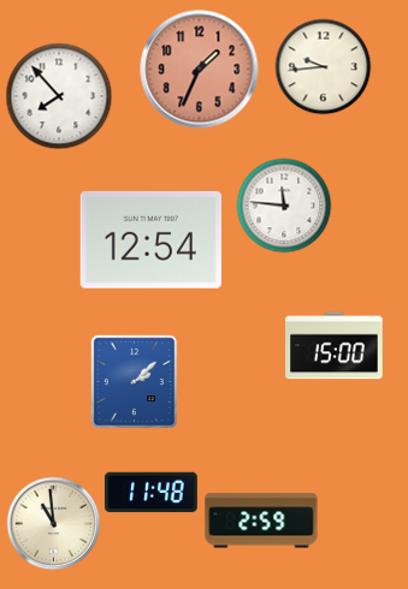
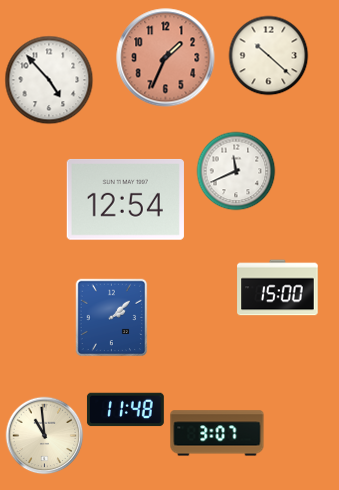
clock at (323, 66): 9:44 -> 10:22
clock at (59, 96): 7:53 -> 4:53
clock at (284, 206): 11:46 -> 11:41
clock at (261, 520): 2:59 -> 3:07
